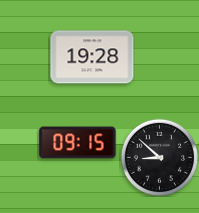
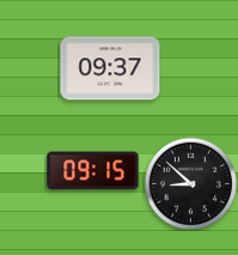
clock at (92, 57): 19:28 -> 09:37
clock at (159, 157) position: (159, 157) -> (190, 183)
